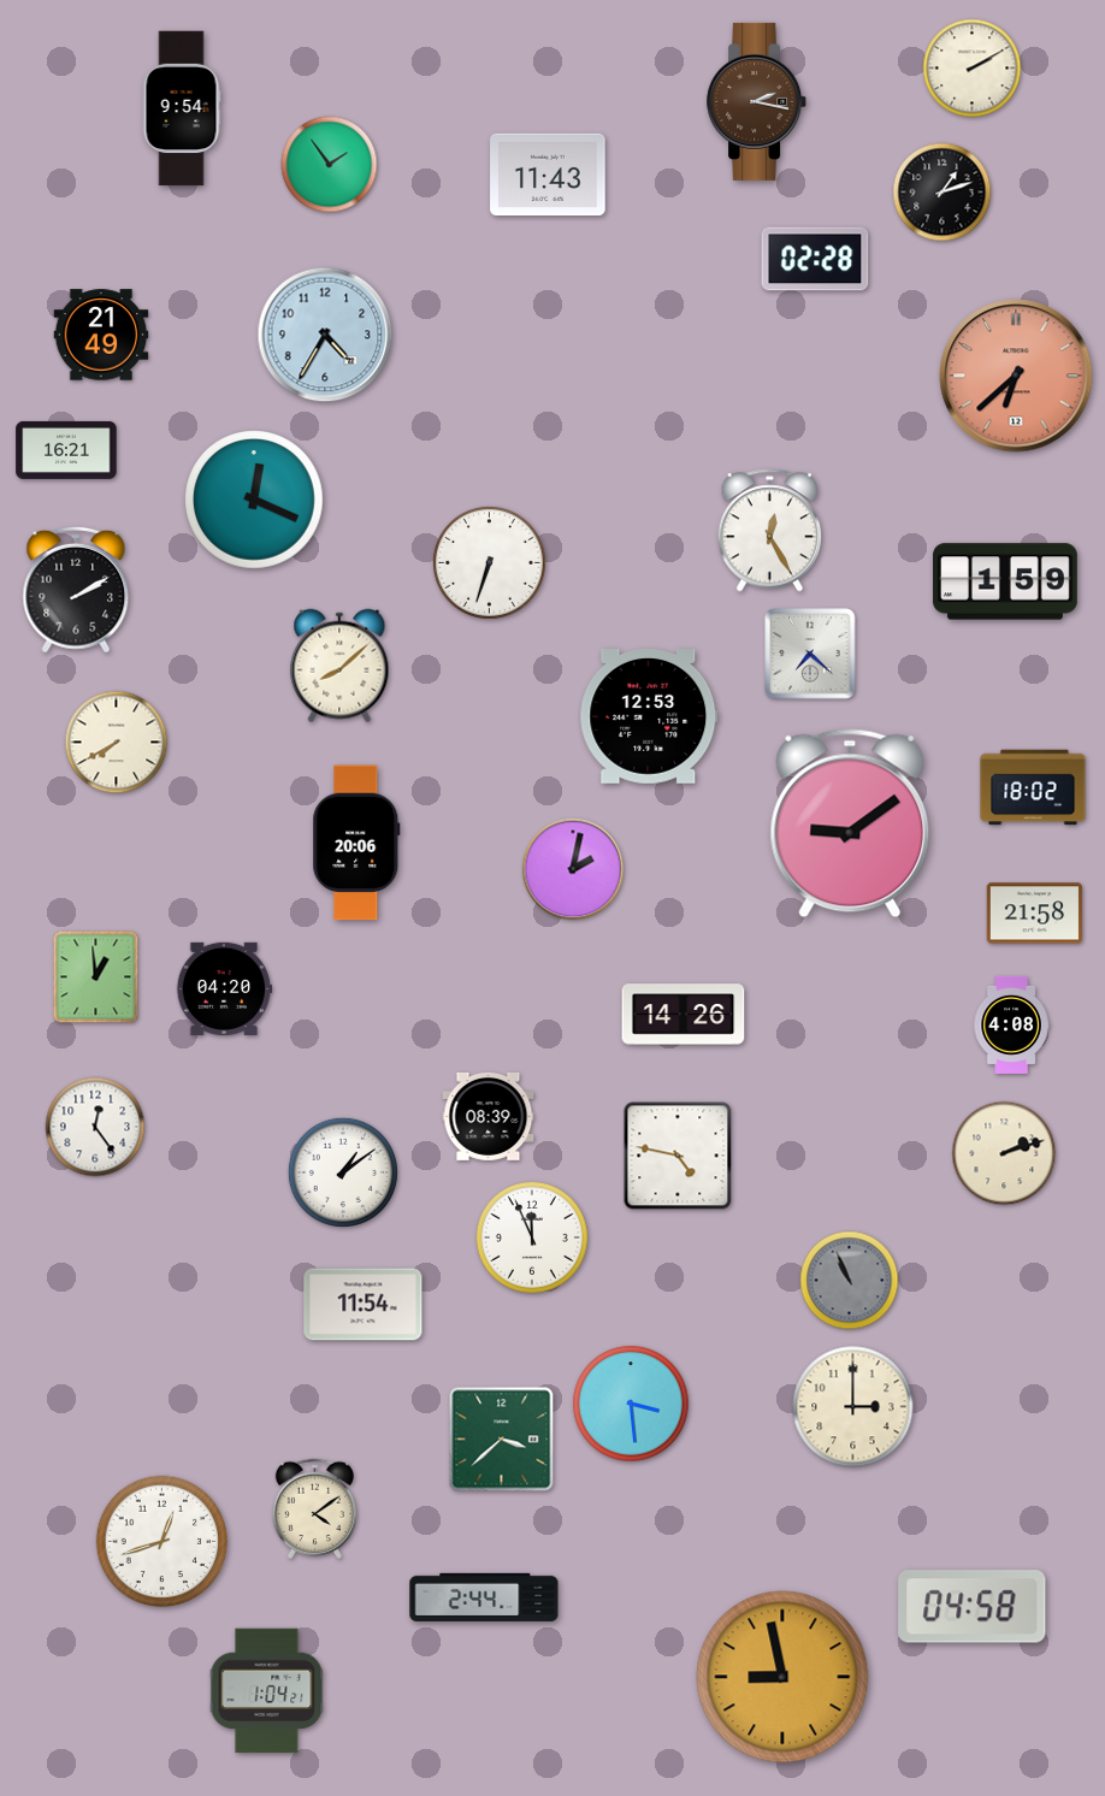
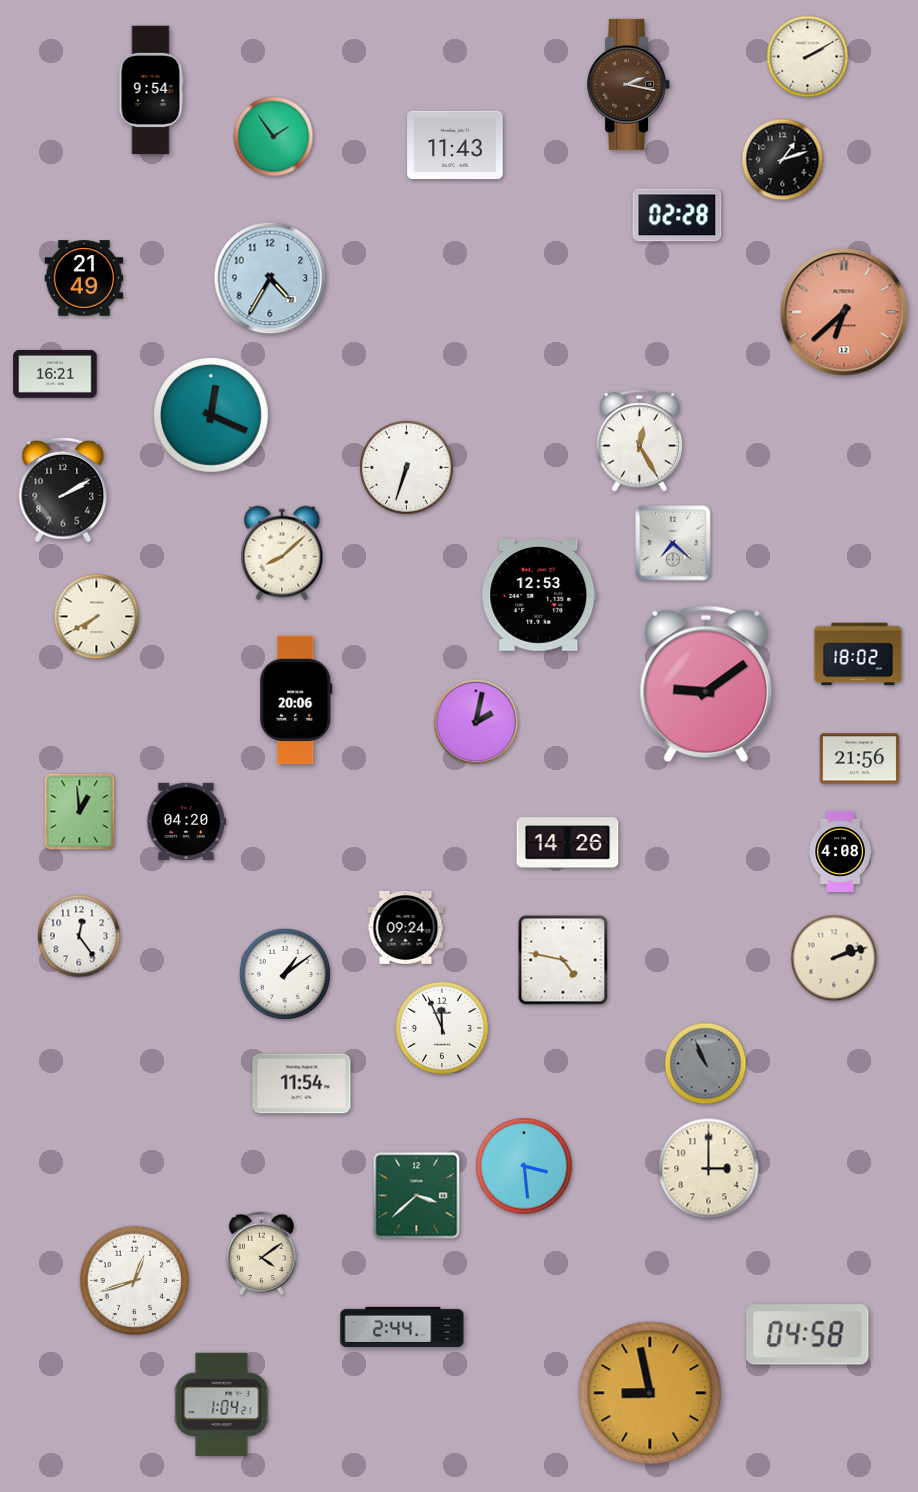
clock at (1005, 581): 1:59 -> none
clock at (1035, 914): 21:58 -> 21:56
clock at (489, 1116): 08:39 -> 09:24
